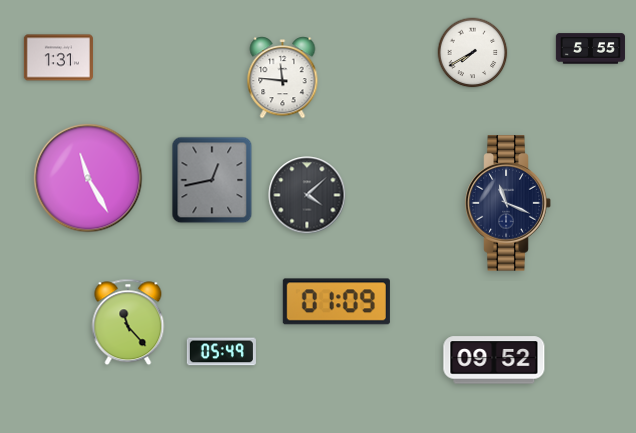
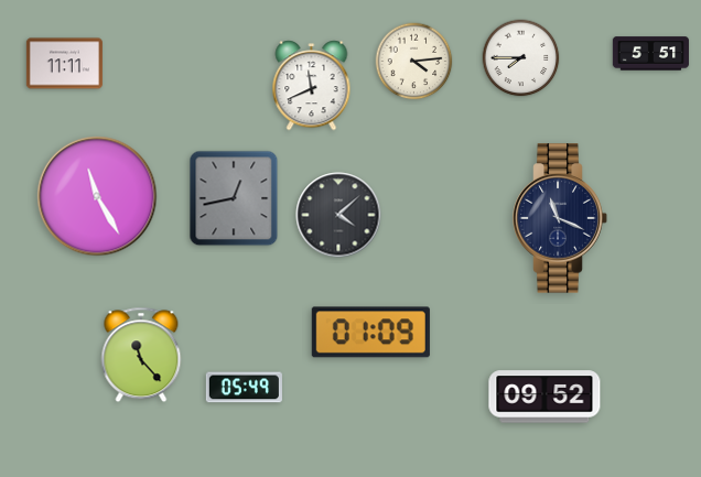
clock at (590, 49): 5:55 -> 5:51
clock at (473, 53): 7:40 -> 7:45
clock at (414, 62): none -> 4:14
clock at (58, 58): 1:31 -> 11:11
clock at (283, 78): 11:46 -> 11:41
clock at (508, 203) position: (508, 203) -> (560, 218)
